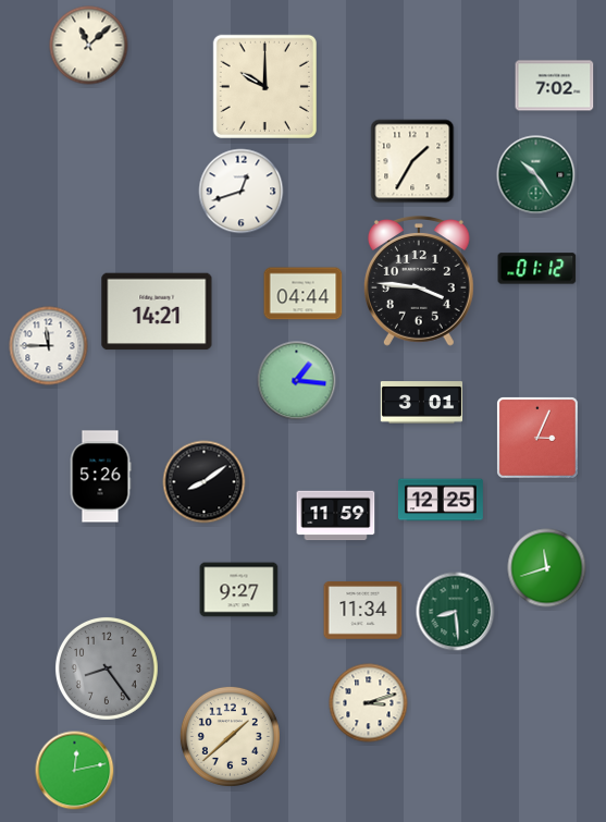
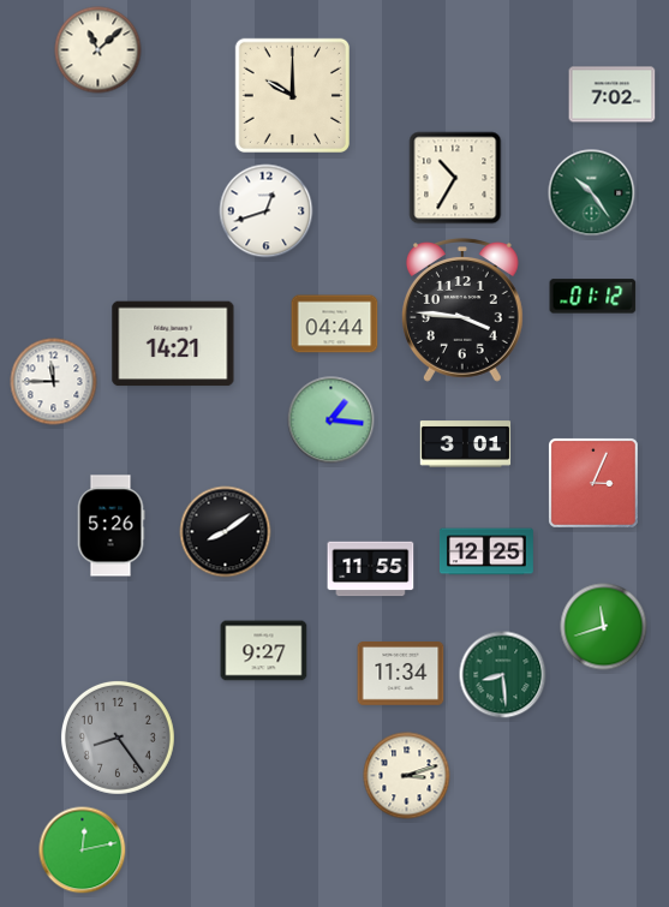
clock at (412, 161): 1:35 -> 10:35
clock at (297, 381) position: (297, 381) -> (331, 420)
clock at (336, 516): 11:59 -> 11:55
clock at (230, 736): 1:38 -> none
